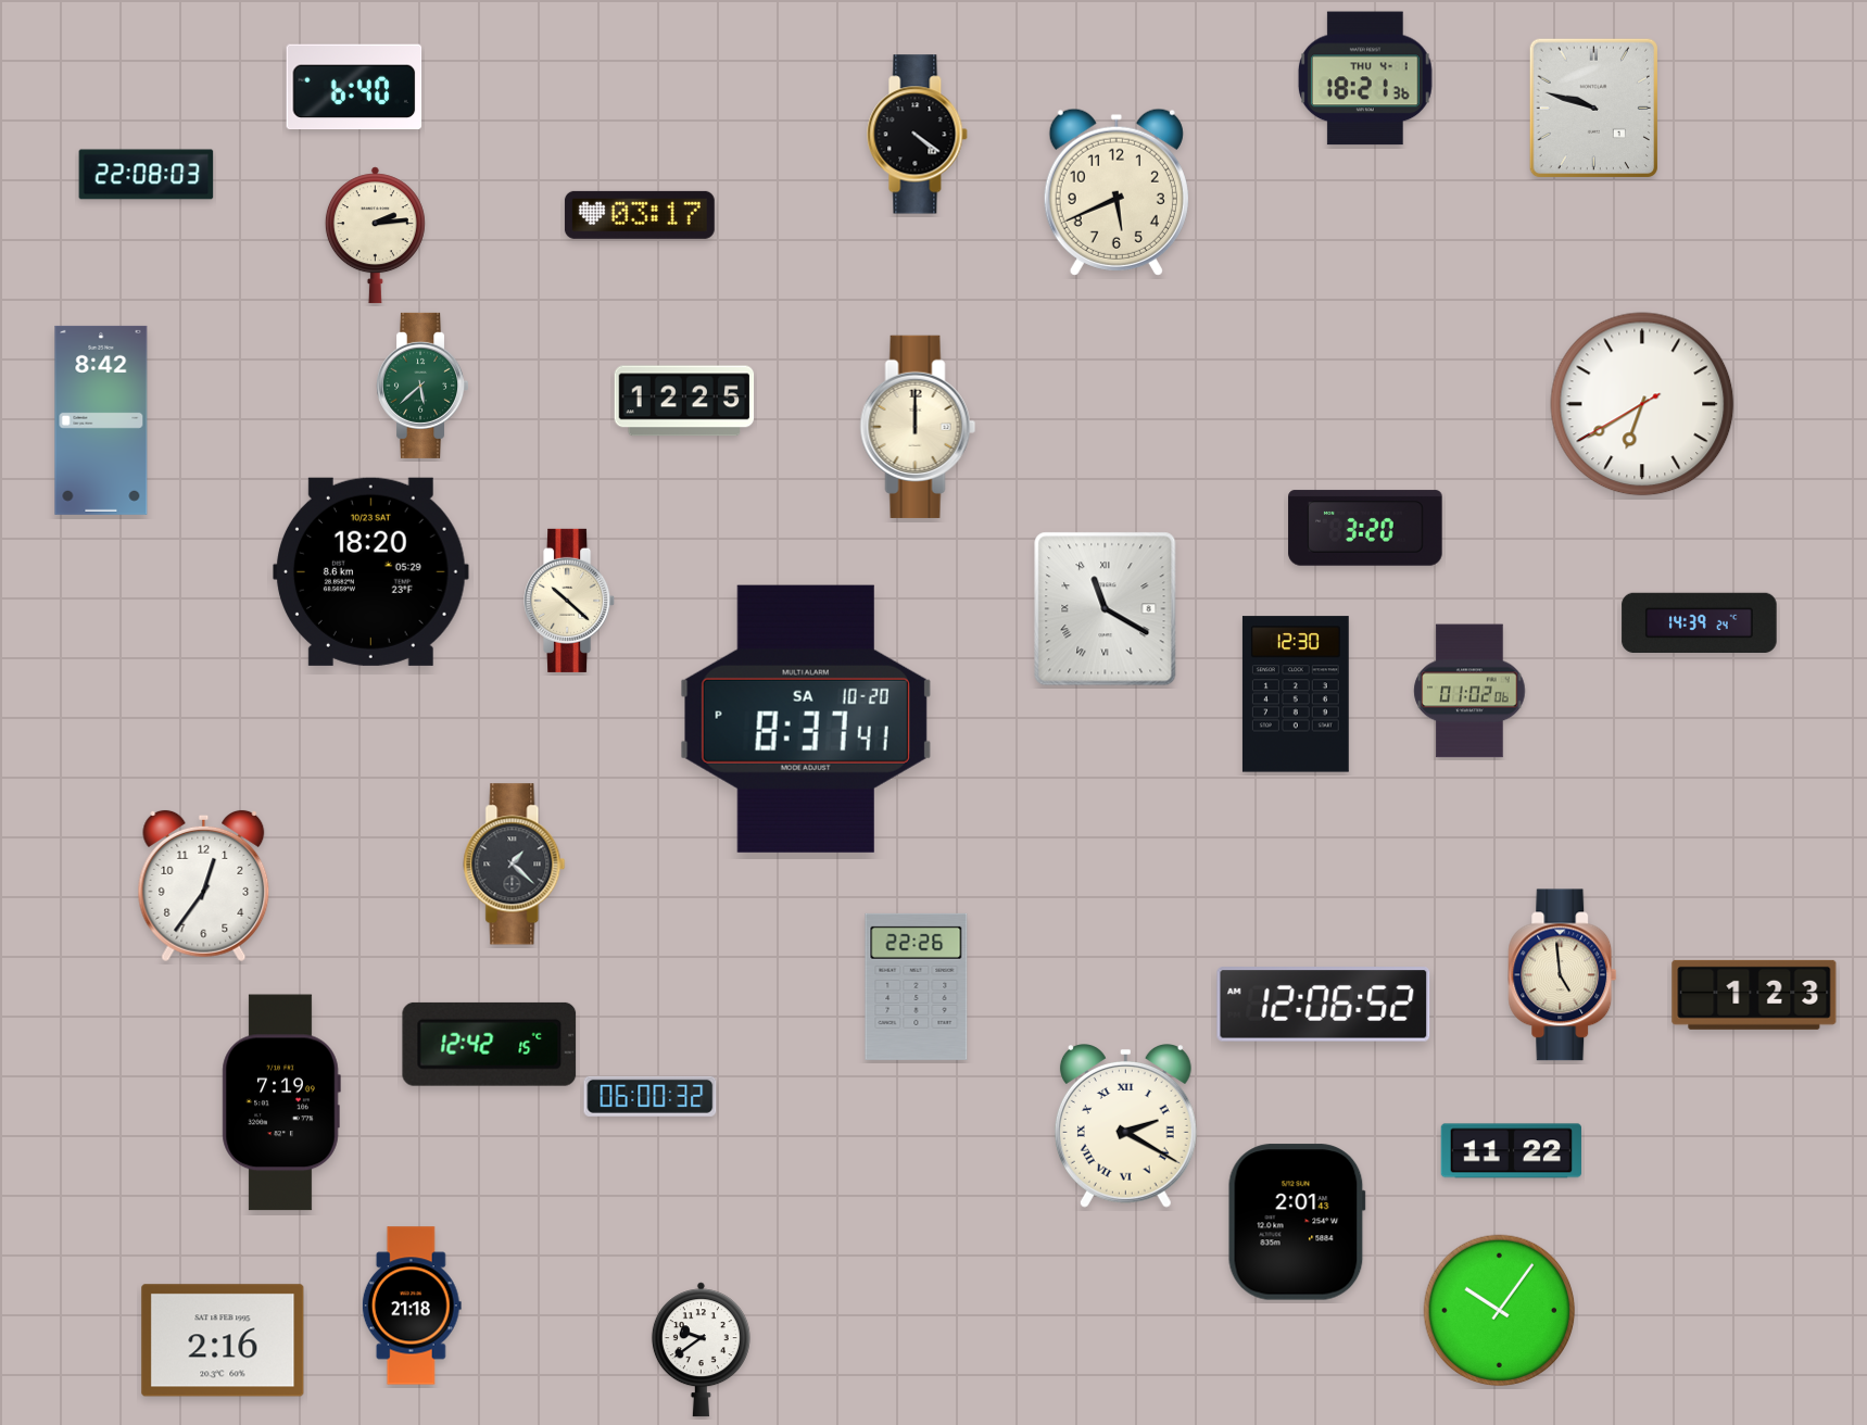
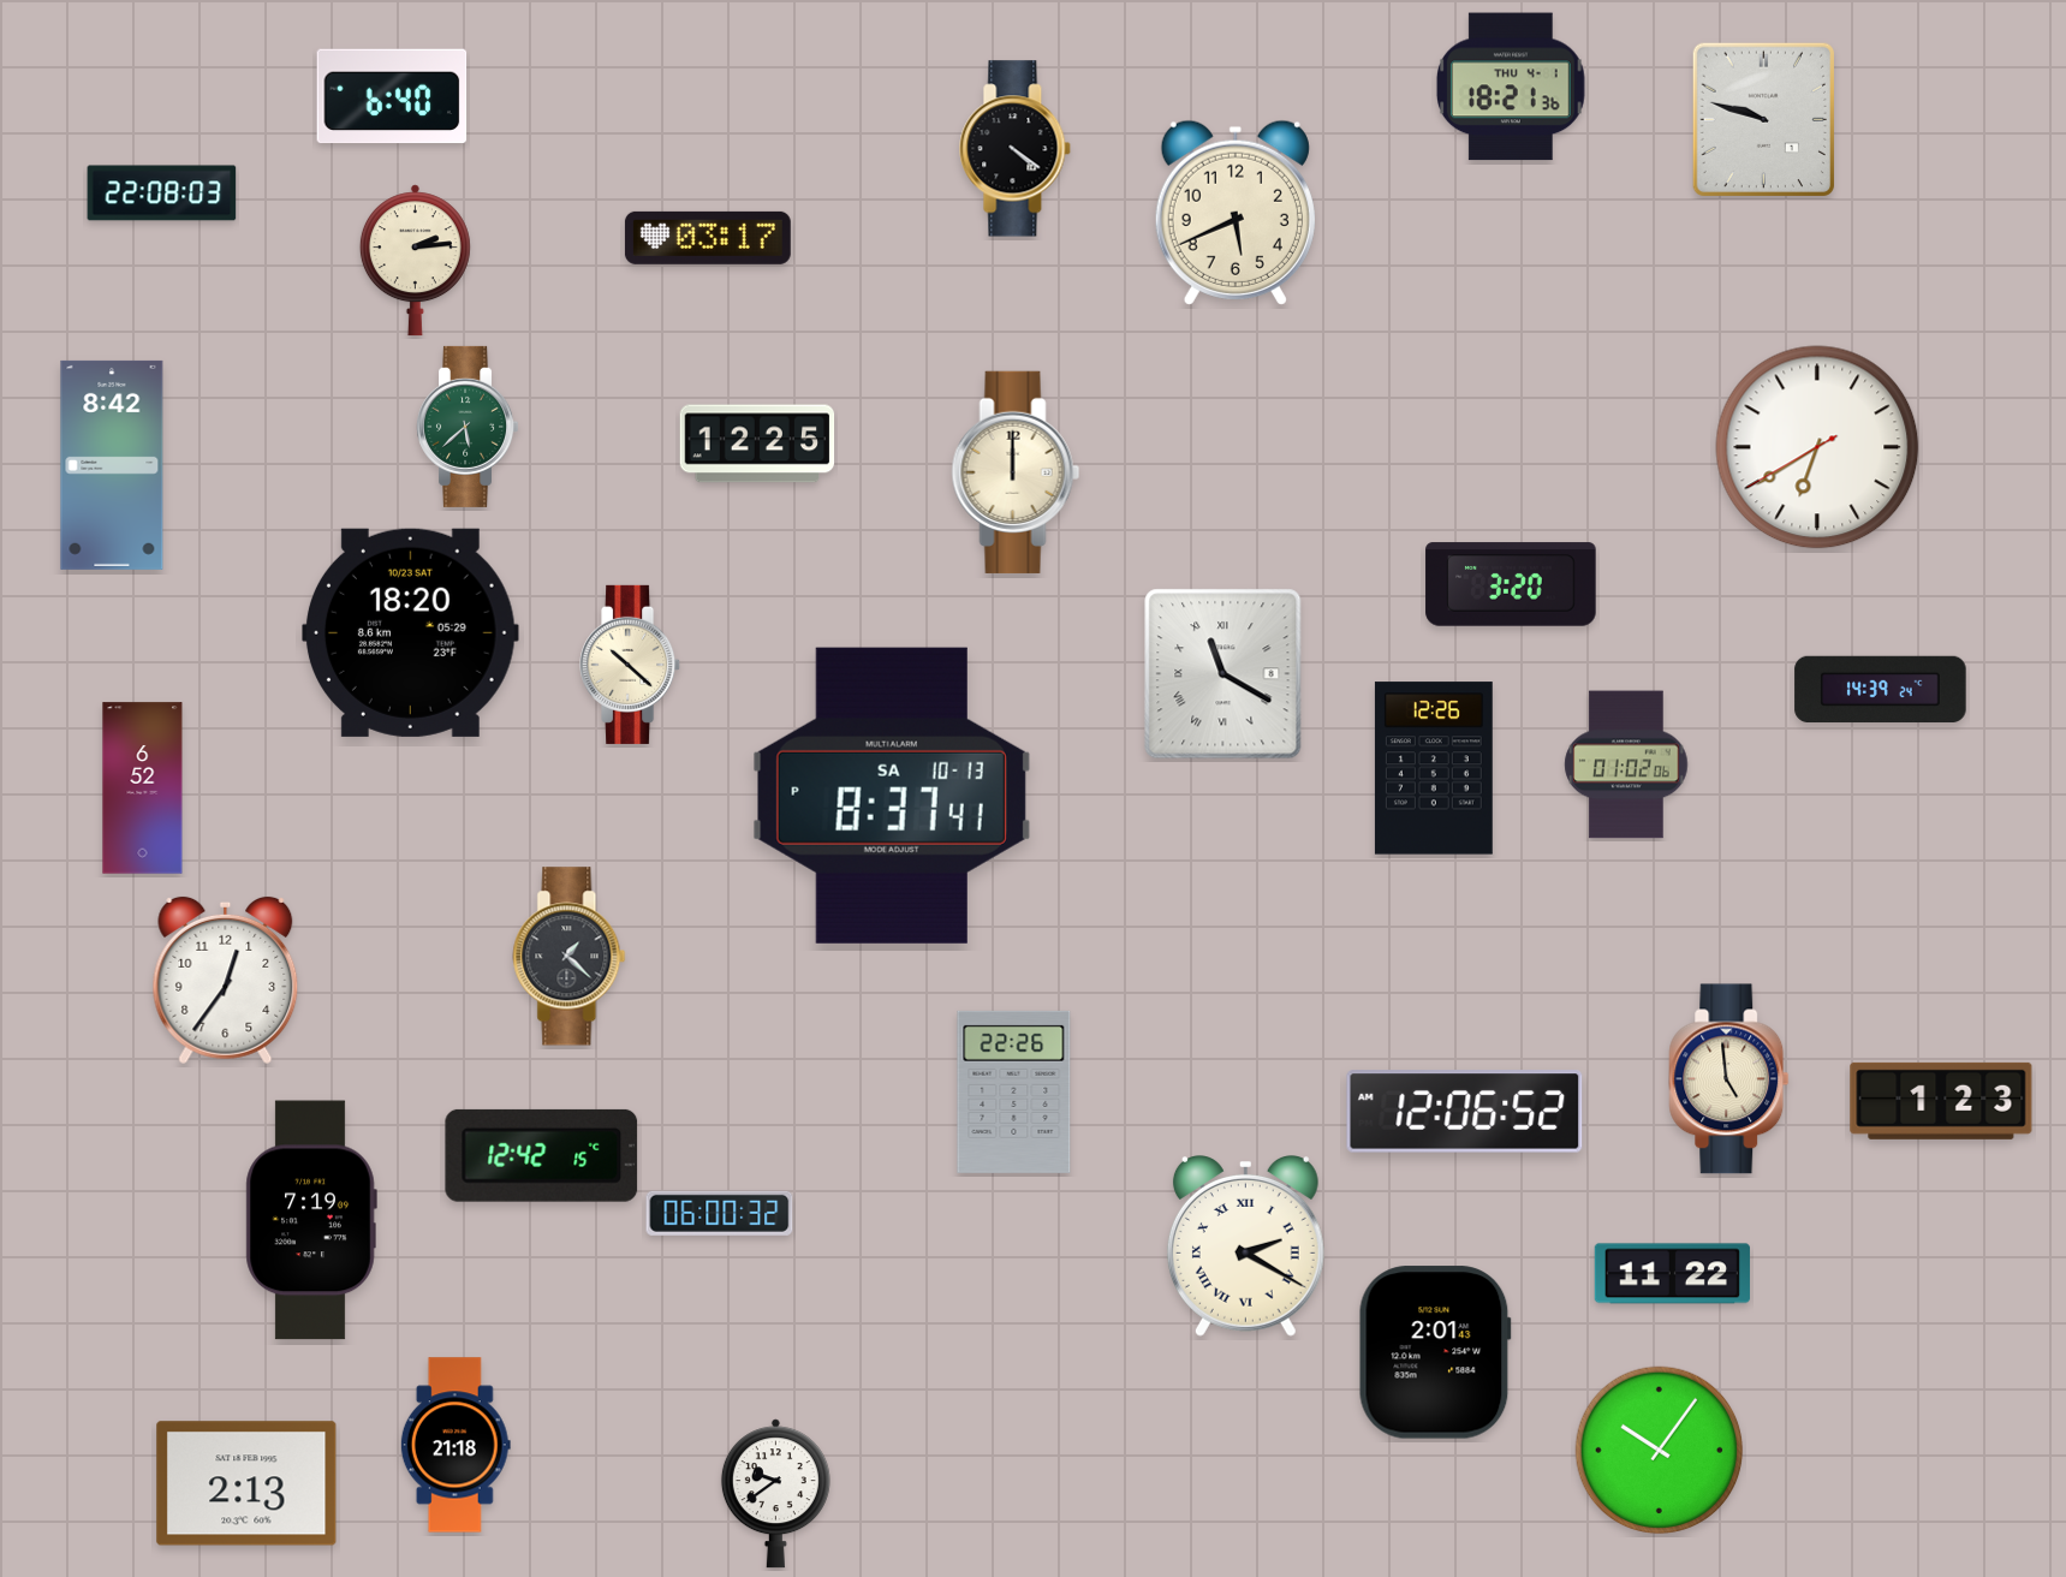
clock at (1296, 694): 12:30 -> 12:26
clock at (143, 788): none -> 6:52
clock at (806, 719) date: SA 10-20 -> SA 10-13
clock at (223, 1340): 2:16 -> 2:13
